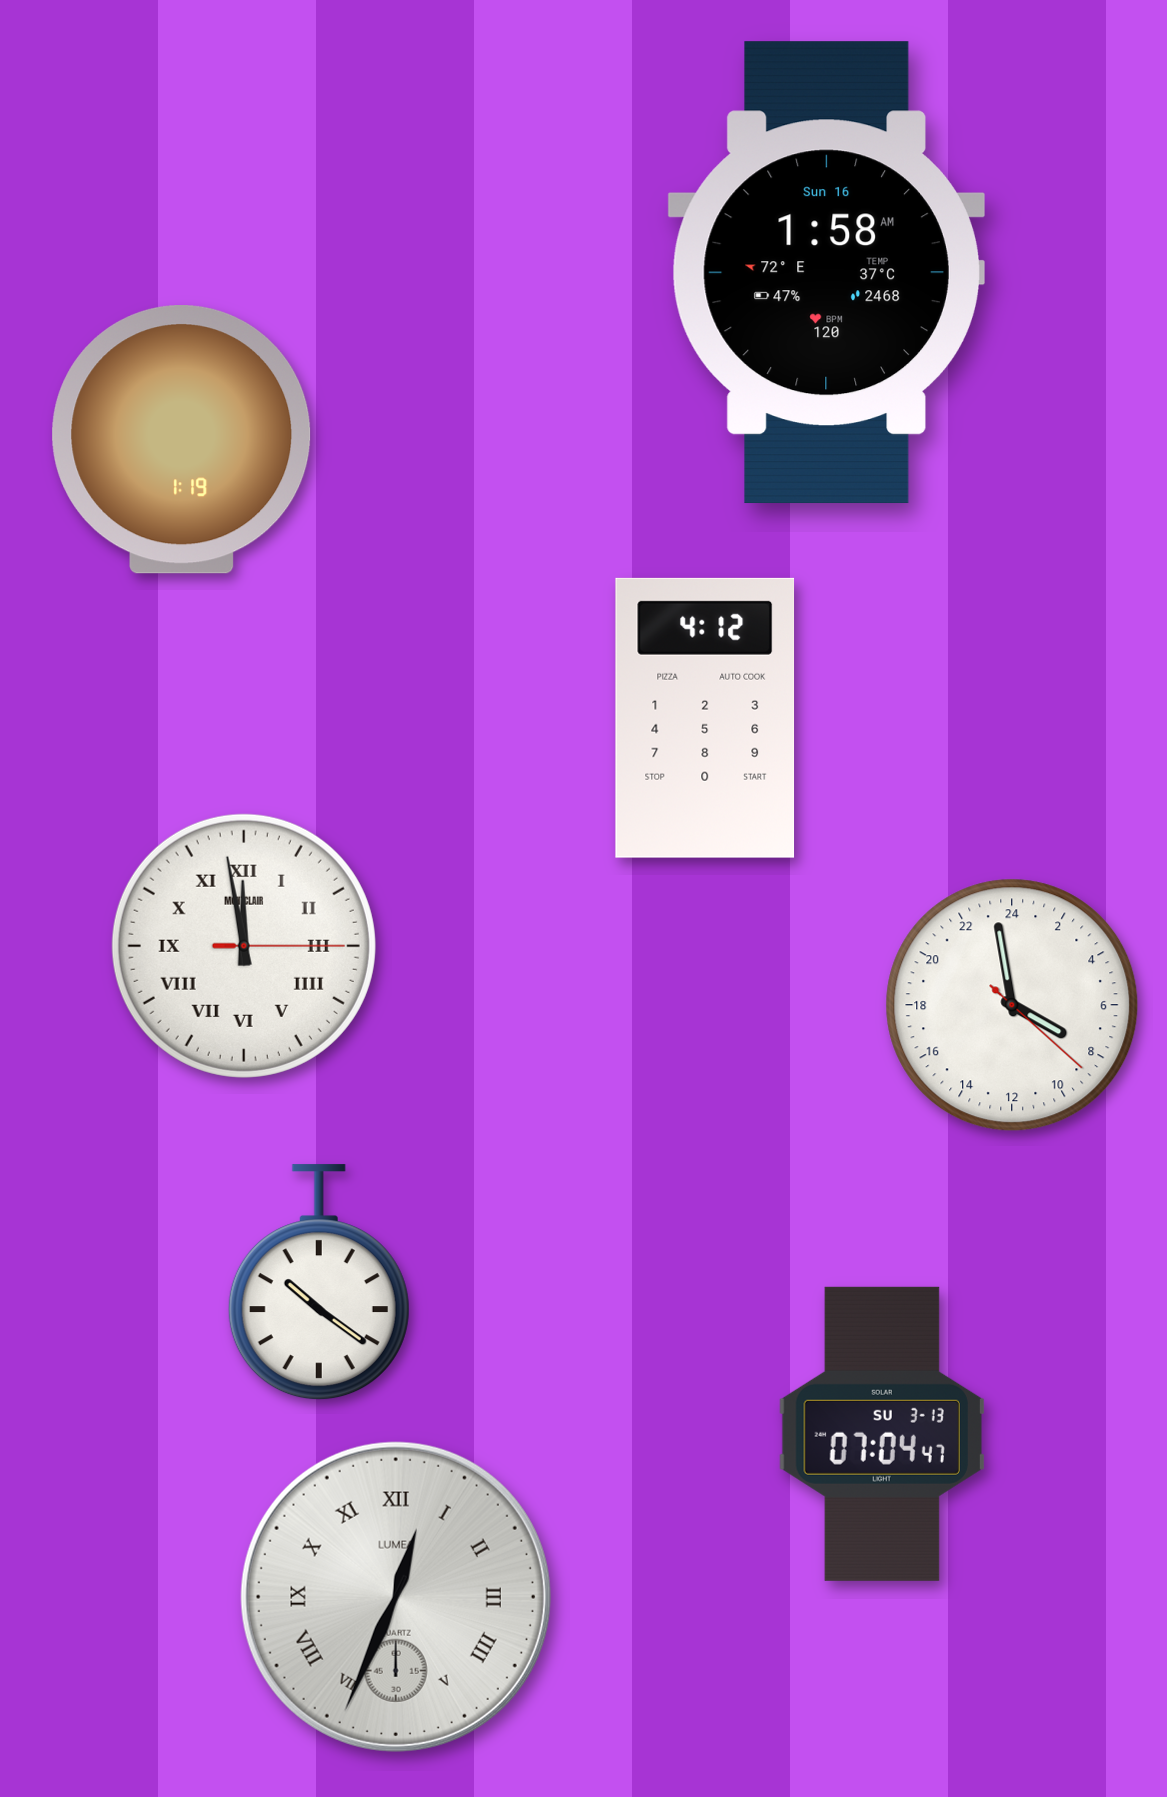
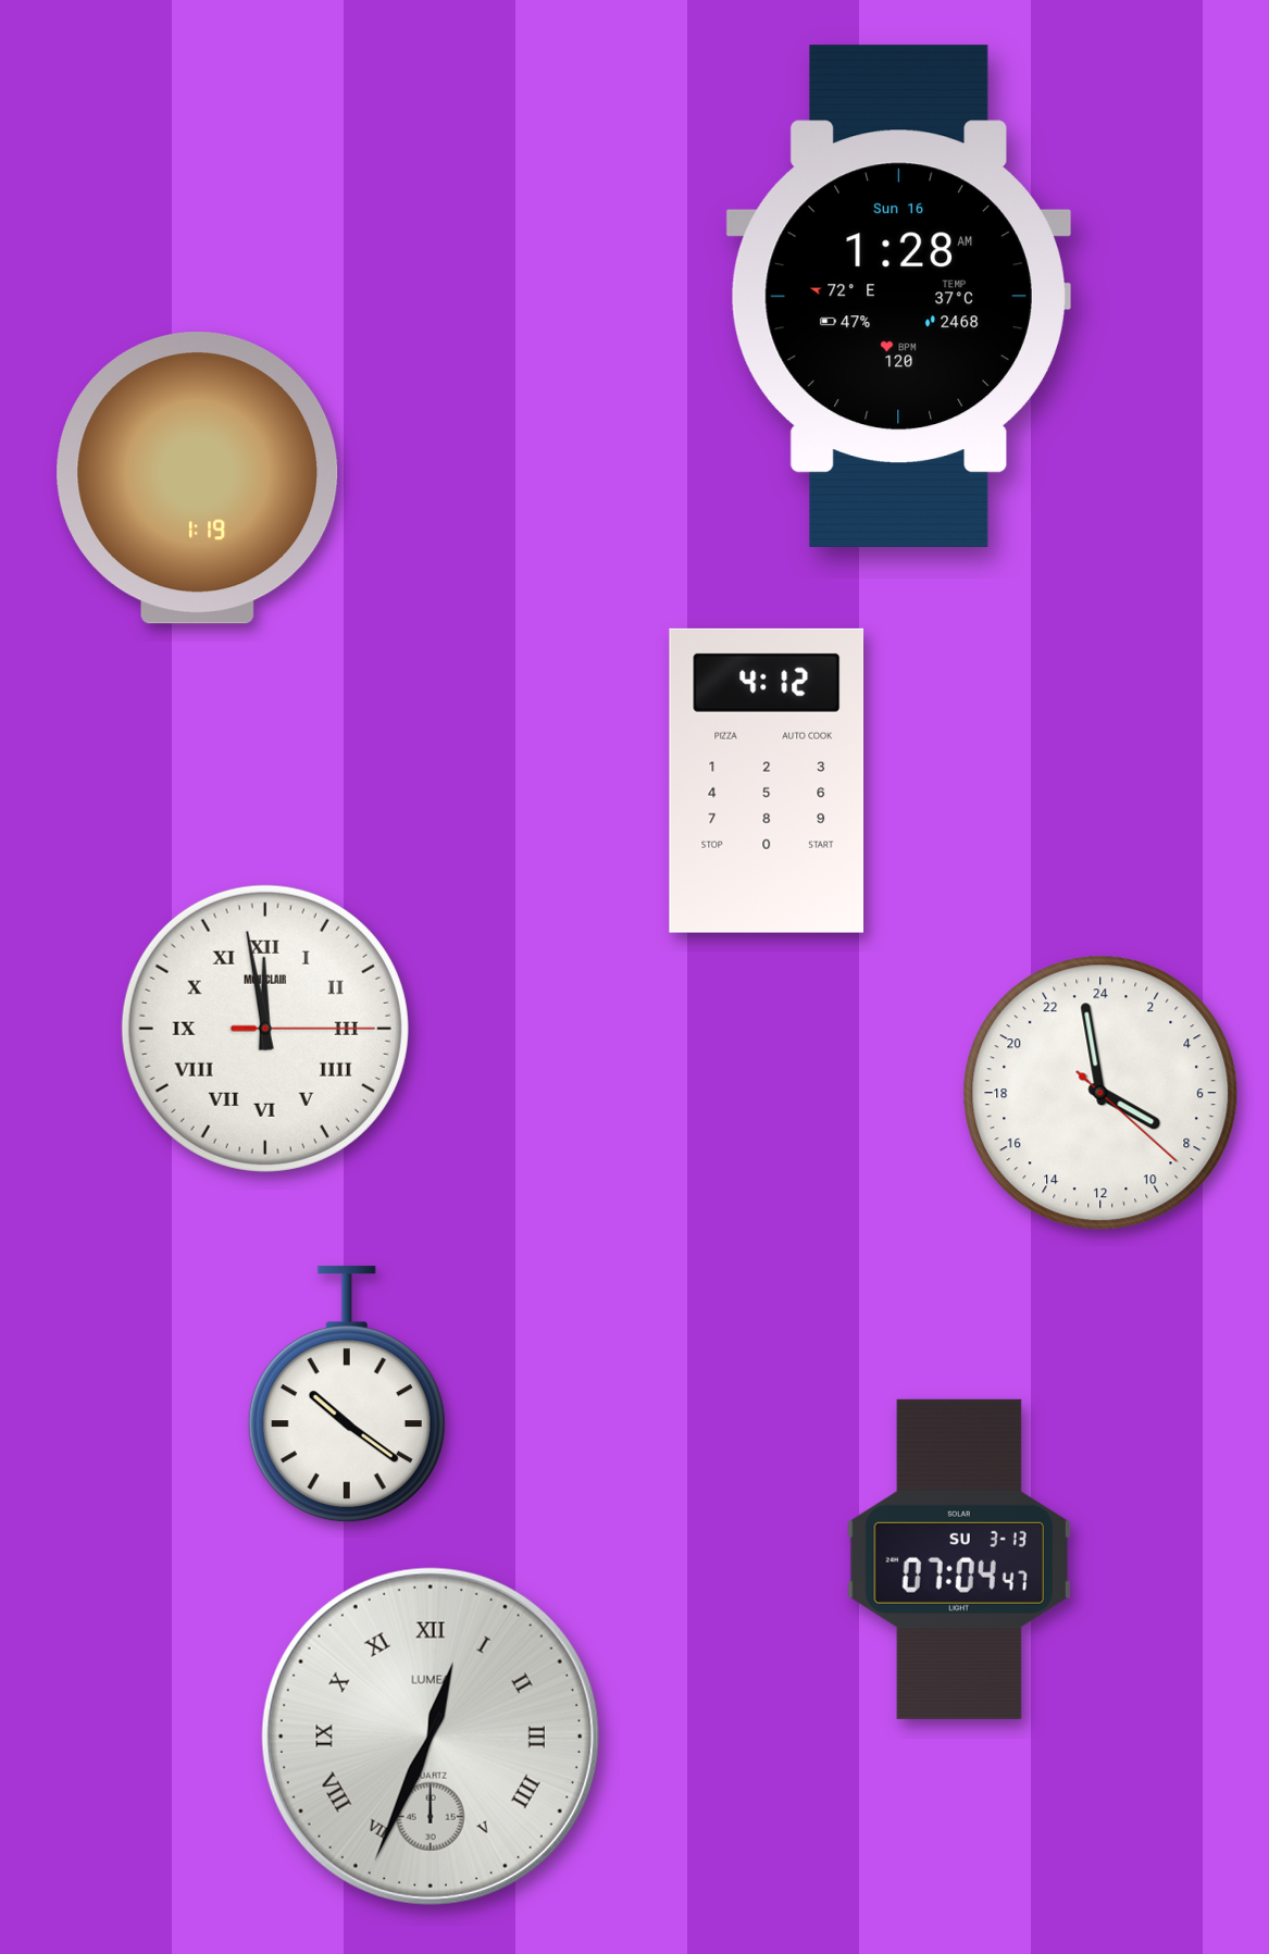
clock at (826, 273): 1:58 -> 1:28
